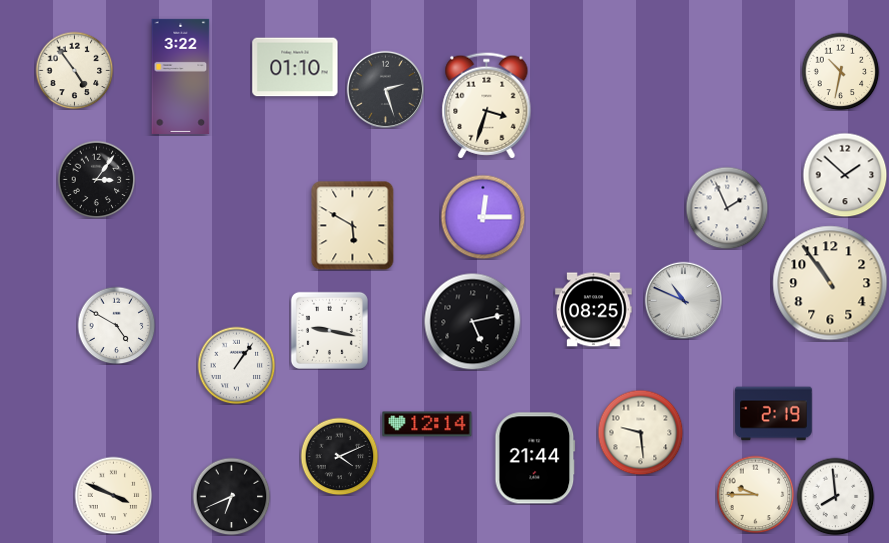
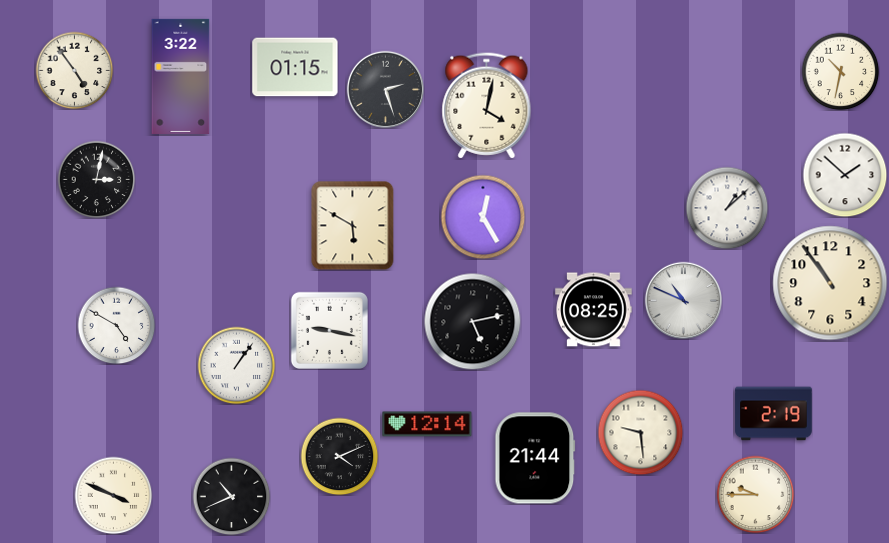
clock at (295, 67): 01:10 -> 01:15
clock at (487, 106): 3:33 -> 4:02
clock at (96, 179): 3:06 -> 3:02
clock at (727, 208): 1:56 -> 1:08
clock at (483, 217): 12:15 -> 12:25
clock at (231, 496): 6:41 -> 10:41
clock at (835, 496): 7:59 -> none
